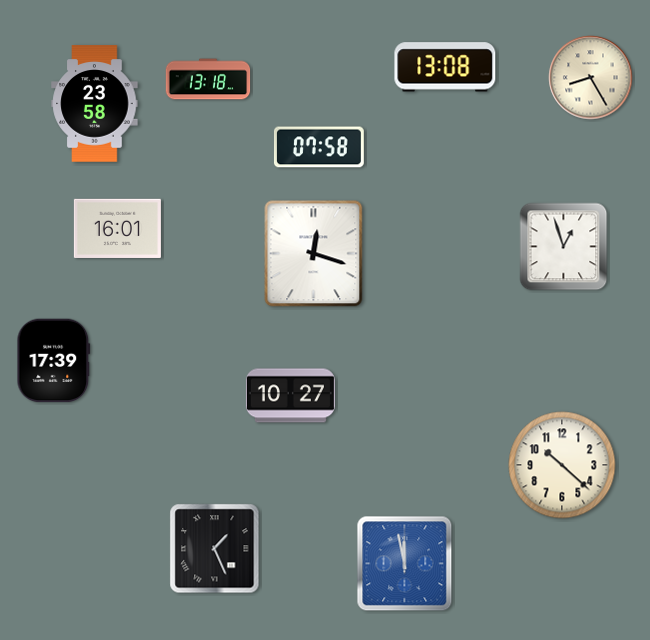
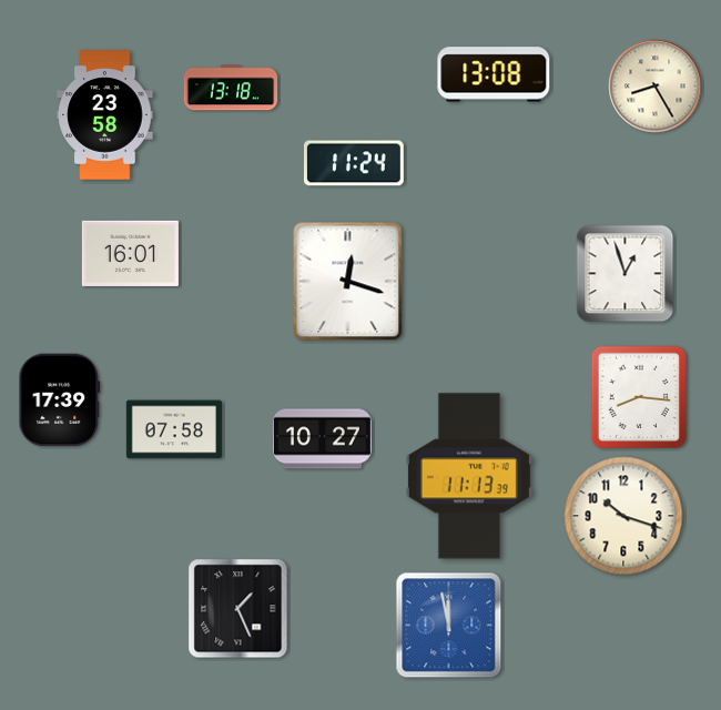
clock at (319, 147): 07:58 -> 11:24
clock at (638, 397): none -> 8:16
clock at (174, 429): none -> 07:58
clock at (469, 476): none -> 11:13
clock at (562, 465): 10:22 -> 10:18
